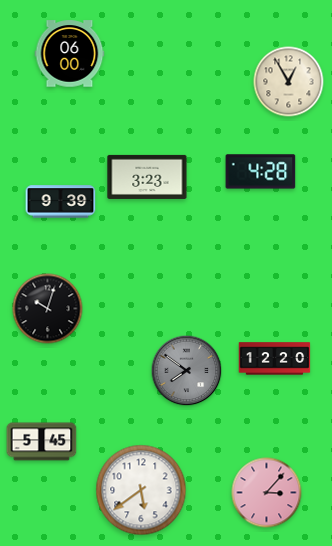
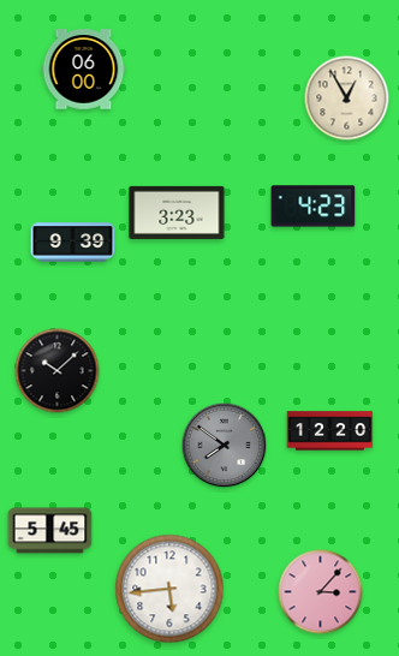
clock at (70, 54) position: (70, 54) -> (84, 70)
clock at (261, 172): 4:28 -> 4:23
clock at (48, 309): 10:03 -> 10:08
clock at (141, 490): 5:39 -> 5:44
